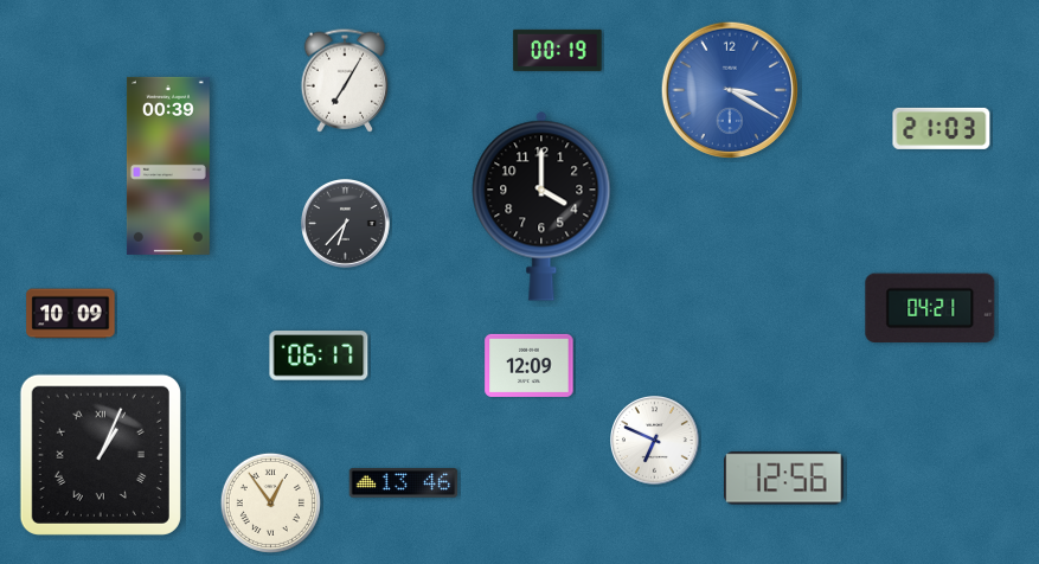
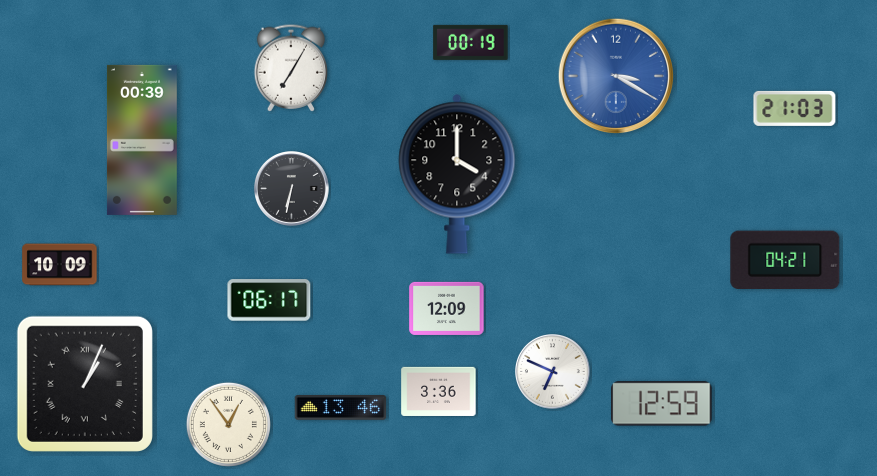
clock at (346, 224): 6:37 -> 6:32
clock at (439, 391): none -> 3:36
clock at (784, 479): 12:56 -> 12:59
